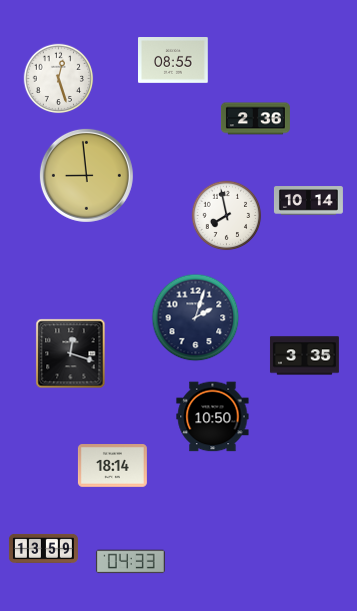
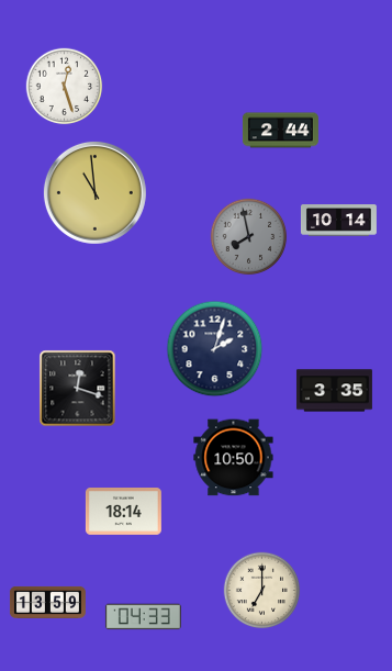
clock at (174, 61): 08:55 -> none
clock at (255, 119): 2:36 -> 2:44
clock at (86, 175): 8:59 -> 10:59
clock at (227, 216) dial: white -> grey
clock at (262, 591): none -> 7:00
